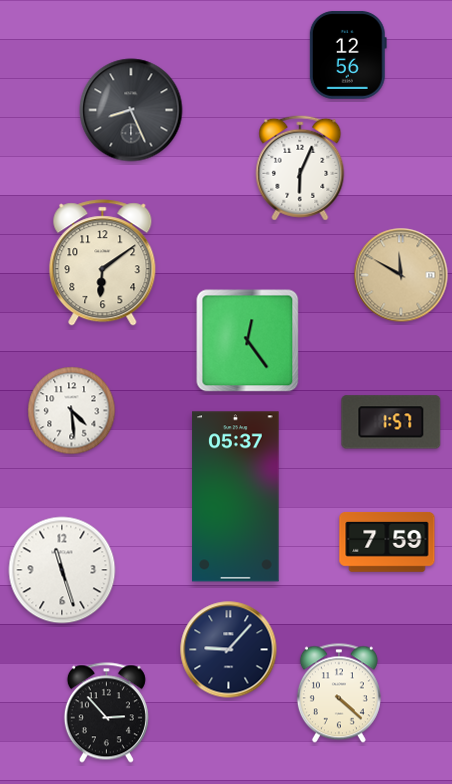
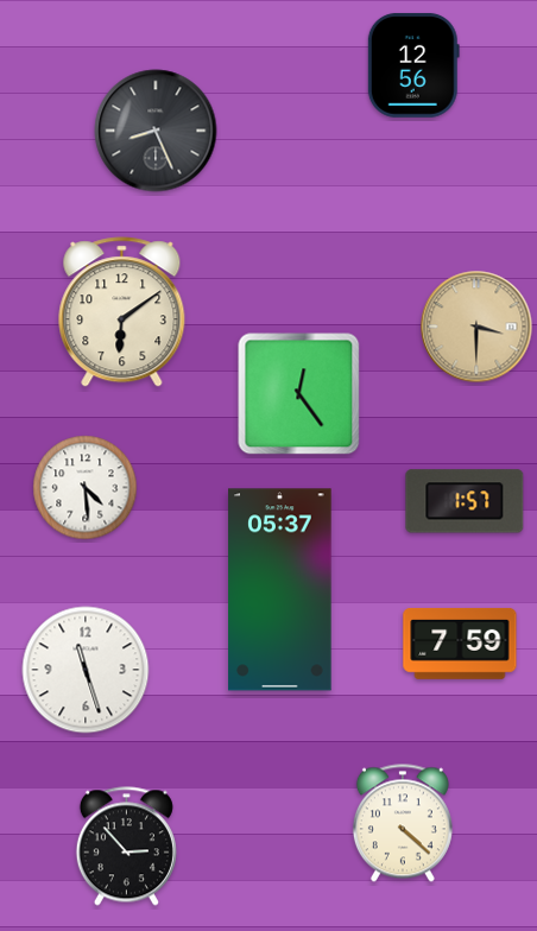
clock at (300, 168): 6:04 -> none
clock at (401, 275): 11:50 -> 3:30
clock at (248, 341) position: (248, 341) -> (299, 394)
clock at (62, 570) position: (62, 570) -> (86, 670)
clock at (229, 650): 9:07 -> none
